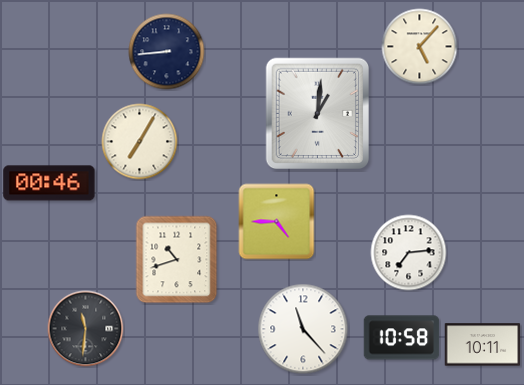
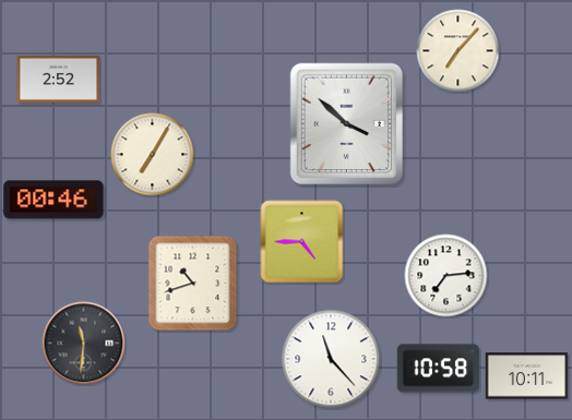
clock at (420, 47): 5:07 -> 7:07
clock at (167, 52): 8:44 -> none
clock at (59, 79): none -> 2:52
clock at (318, 114): 1:01 -> 3:52
clock at (86, 329) position: (86, 329) -> (84, 344)
